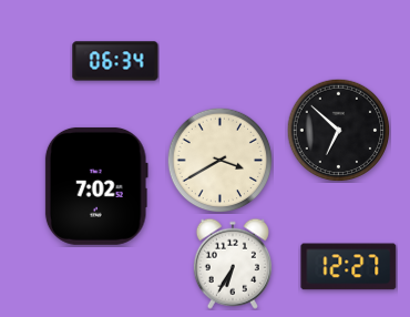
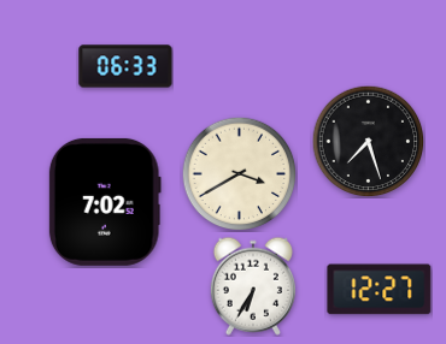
clock at (115, 61): 06:34 -> 06:33
clock at (338, 130): 6:52 -> 7:27
